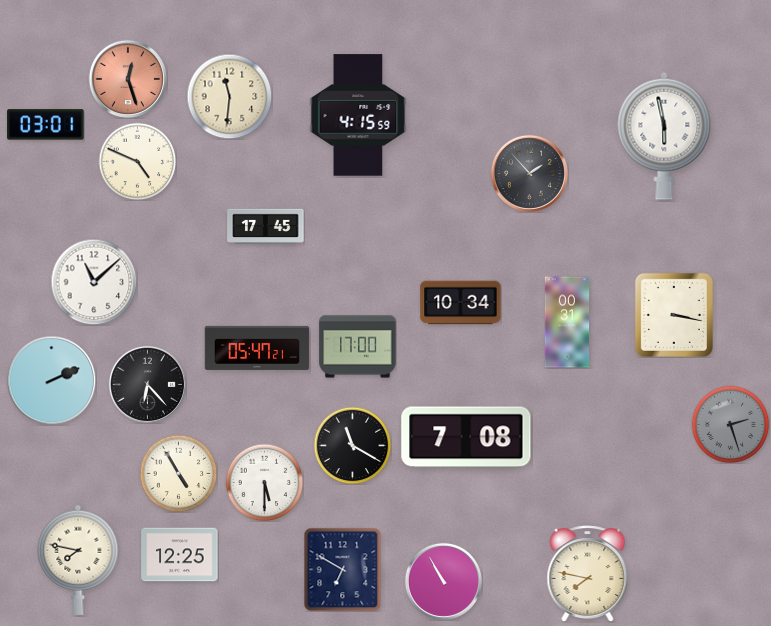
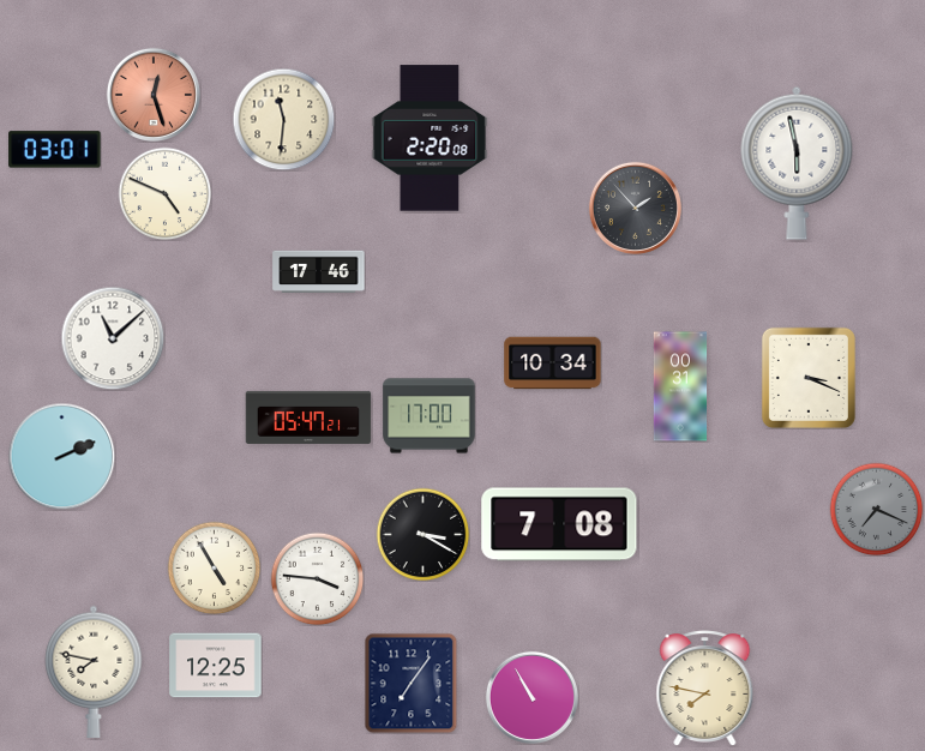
clock at (229, 96) position: (229, 96) -> (283, 119)
clock at (358, 115): 4:15 -> 2:20
clock at (266, 226): 17:45 -> 17:46
clock at (674, 315): 3:17 -> 3:19
clock at (147, 384): 6:23 -> none
clock at (730, 424): 2:27 -> 7:19
clock at (352, 445): 11:20 -> 3:20
clock at (264, 482): 5:30 -> 3:46
clock at (343, 569): 6:50 -> 7:06
